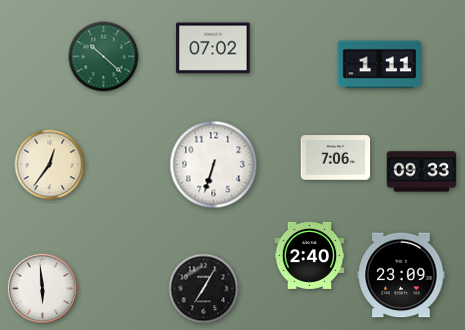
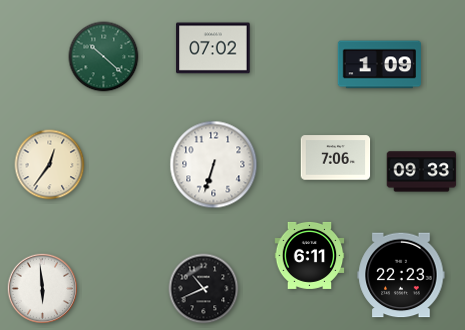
clock at (379, 65): 1:11 -> 1:09
clock at (310, 255): 2:40 -> 6:11
clock at (401, 275): 23:09 -> 22:23
clock at (204, 289): 7:05 -> 10:41
